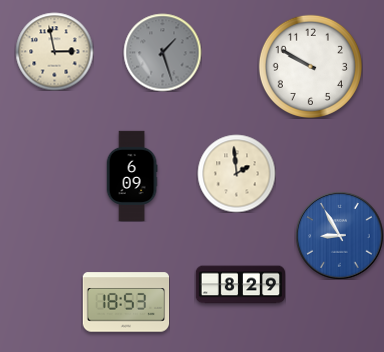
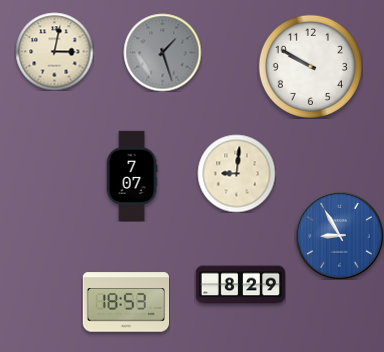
clock at (54, 51): 2:58 -> 3:02
clock at (236, 173): 1:59 -> 9:01
clock at (132, 175): 6:09 -> 7:07
